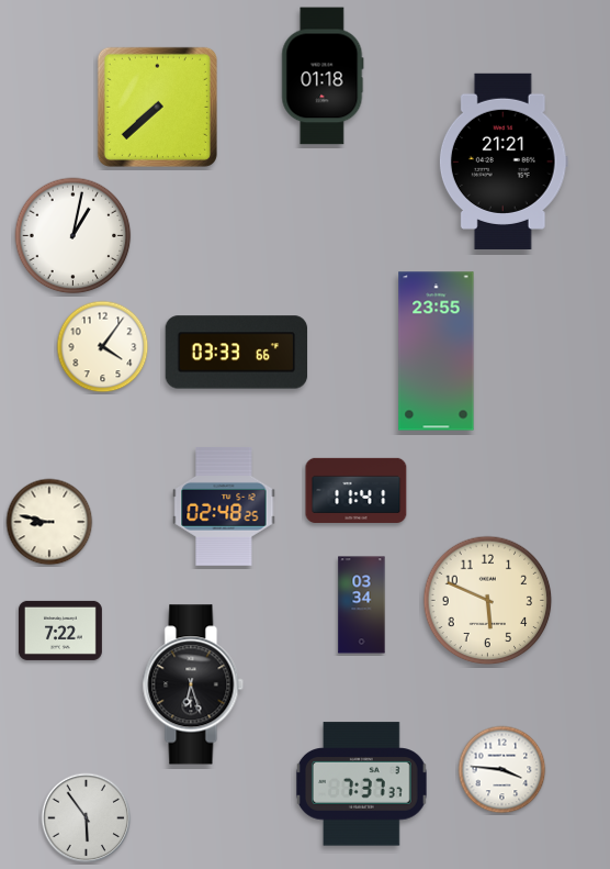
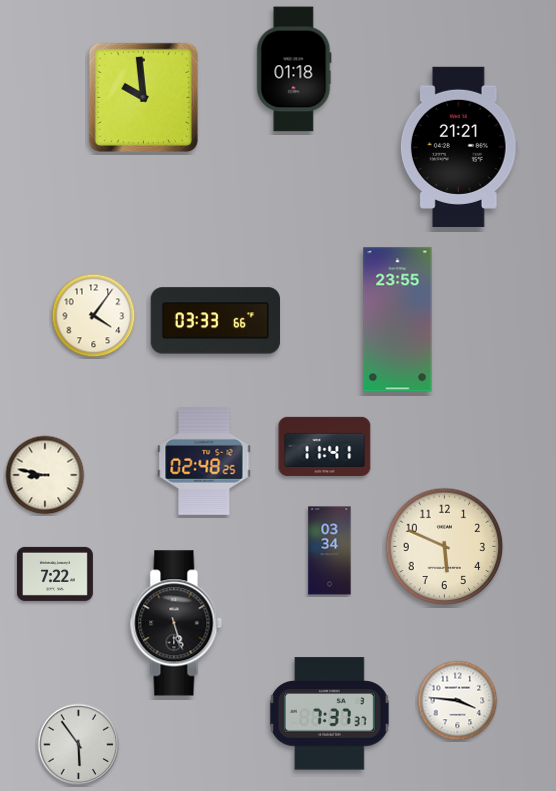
clock at (157, 107): 7:38 -> 9:59
clock at (74, 236): 1:02 -> none
clock at (193, 684): 6:27 -> 5:27
